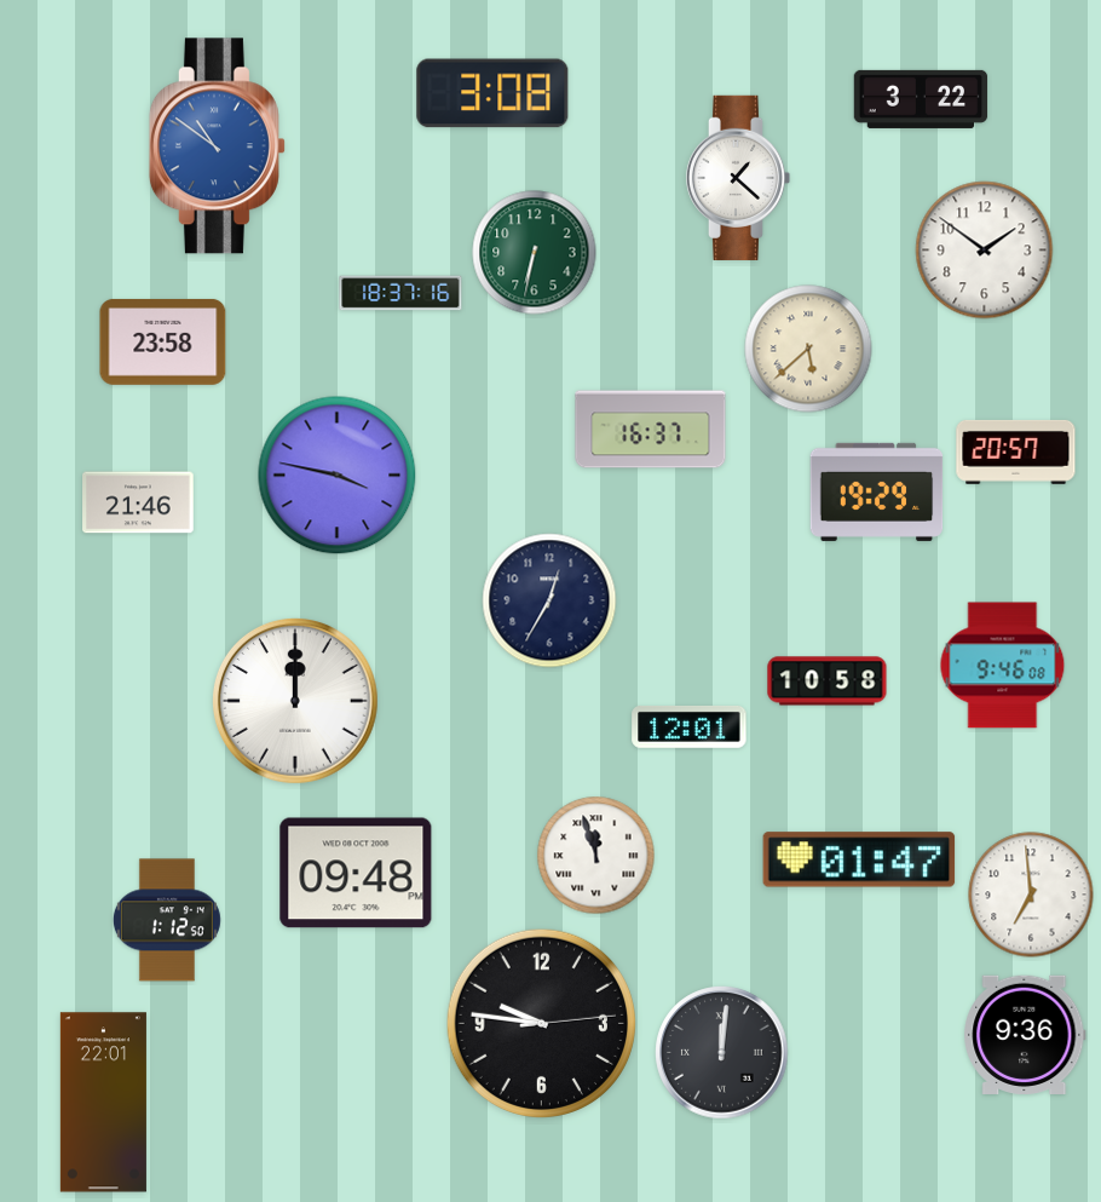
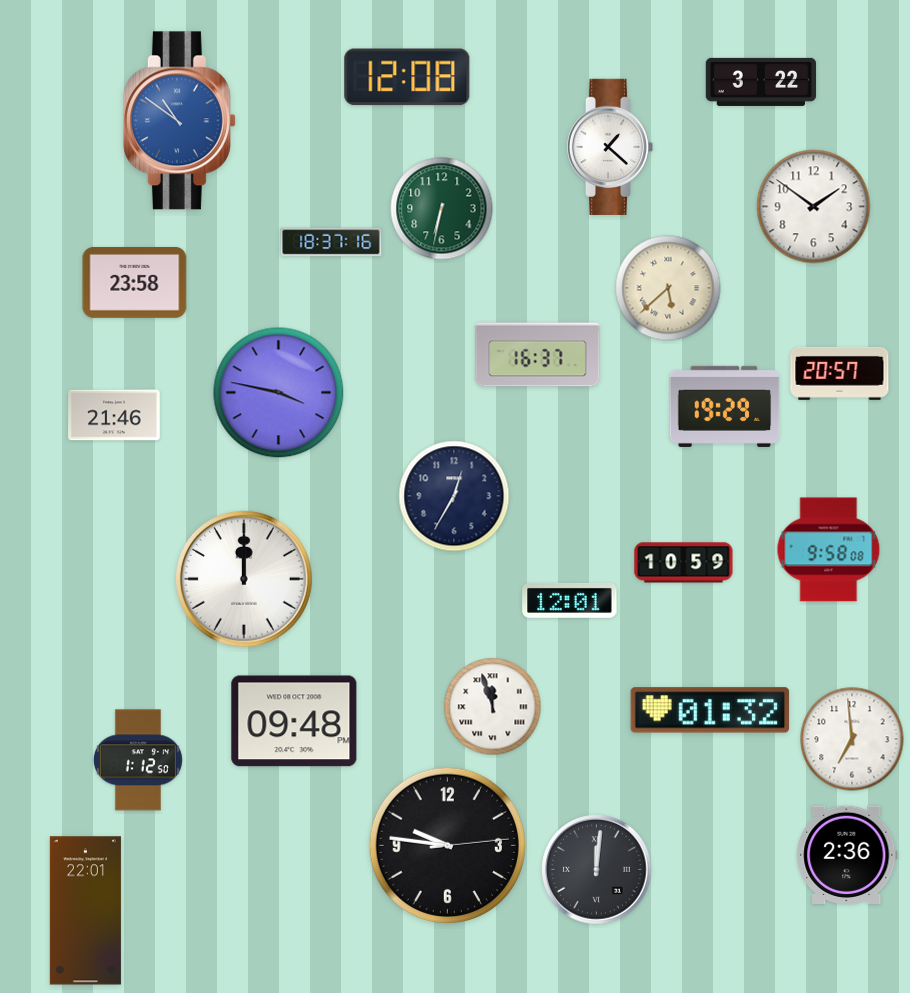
clock at (492, 93): 3:08 -> 12:08
clock at (1003, 666): 9:46 -> 9:58
clock at (828, 681): 10:58 -> 10:59
clock at (859, 859): 01:47 -> 01:32
clock at (1025, 1034): 9:36 -> 2:36
